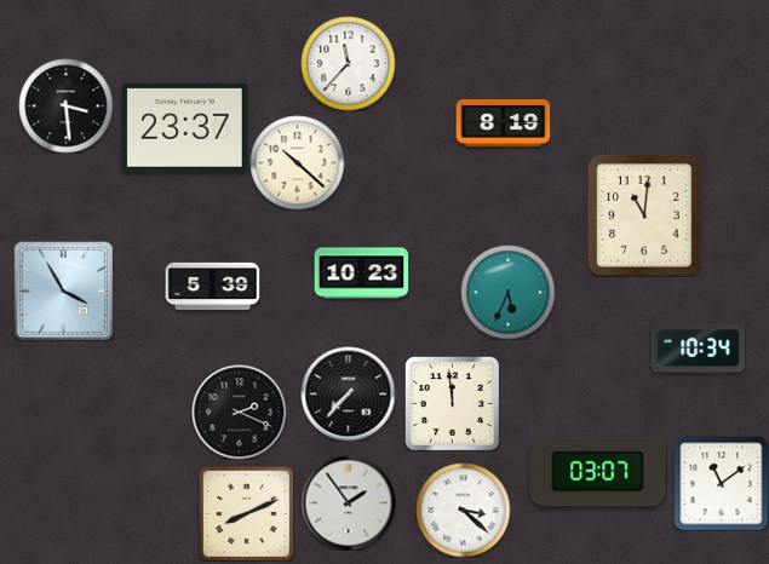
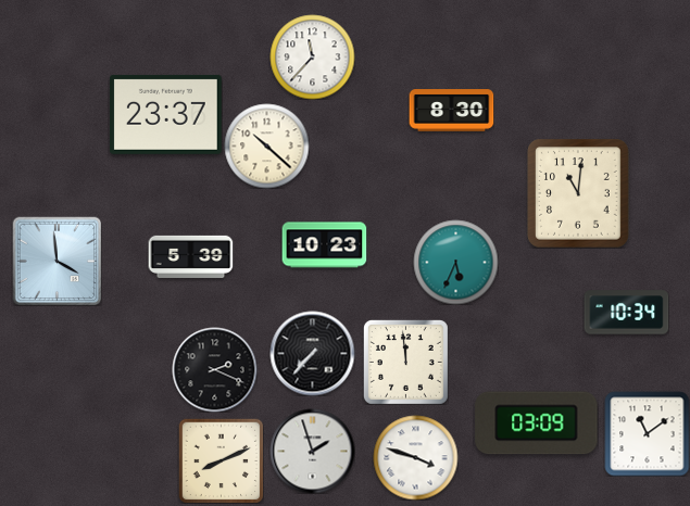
clock at (65, 105): 3:29 -> none
clock at (503, 123): 8:19 -> 8:30
clock at (63, 290): 3:55 -> 3:59
clock at (598, 472): 03:07 -> 03:09
clock at (348, 502): 1:54 -> 1:57
clock at (463, 510): 3:22 -> 3:48
